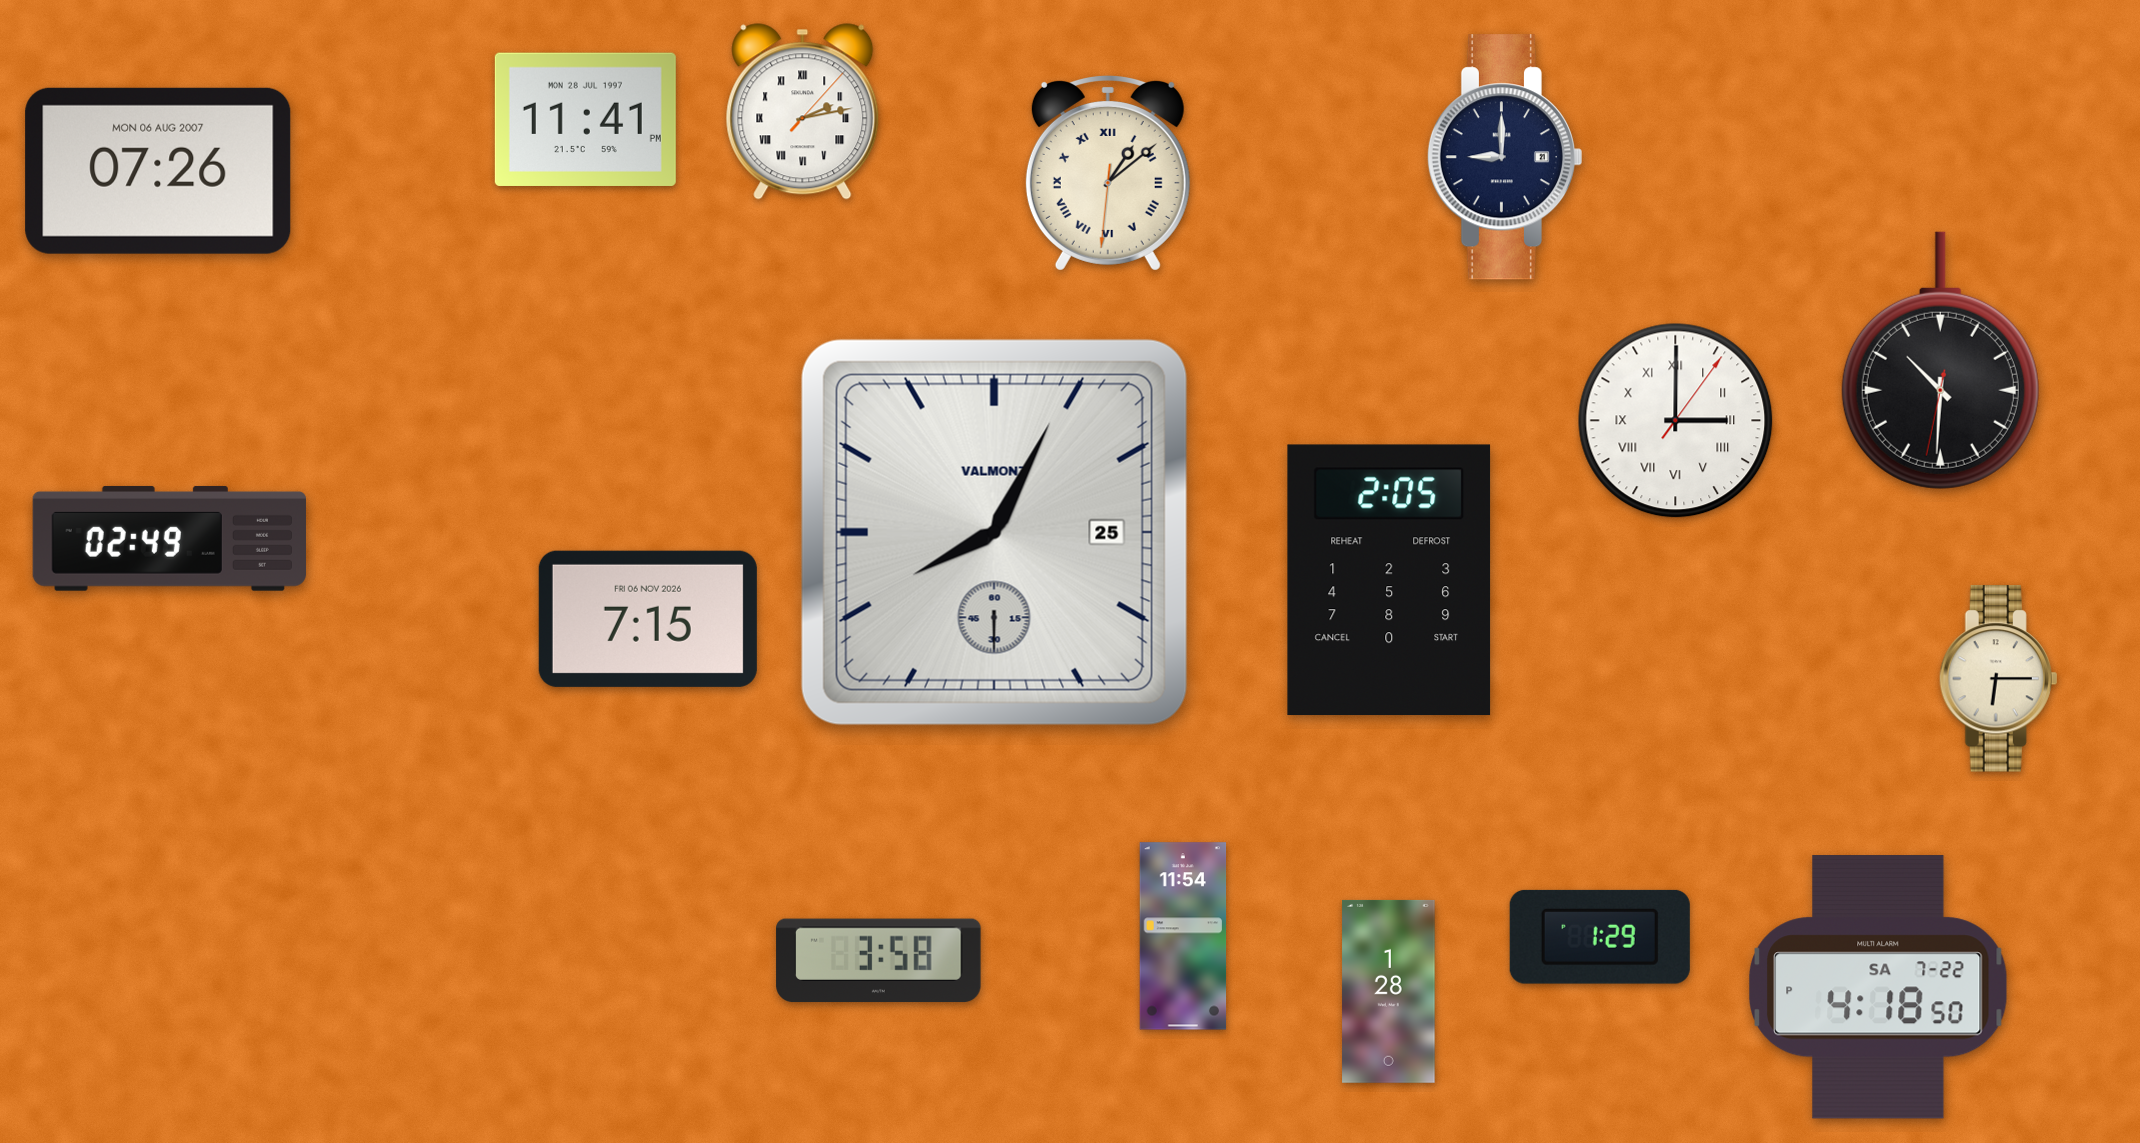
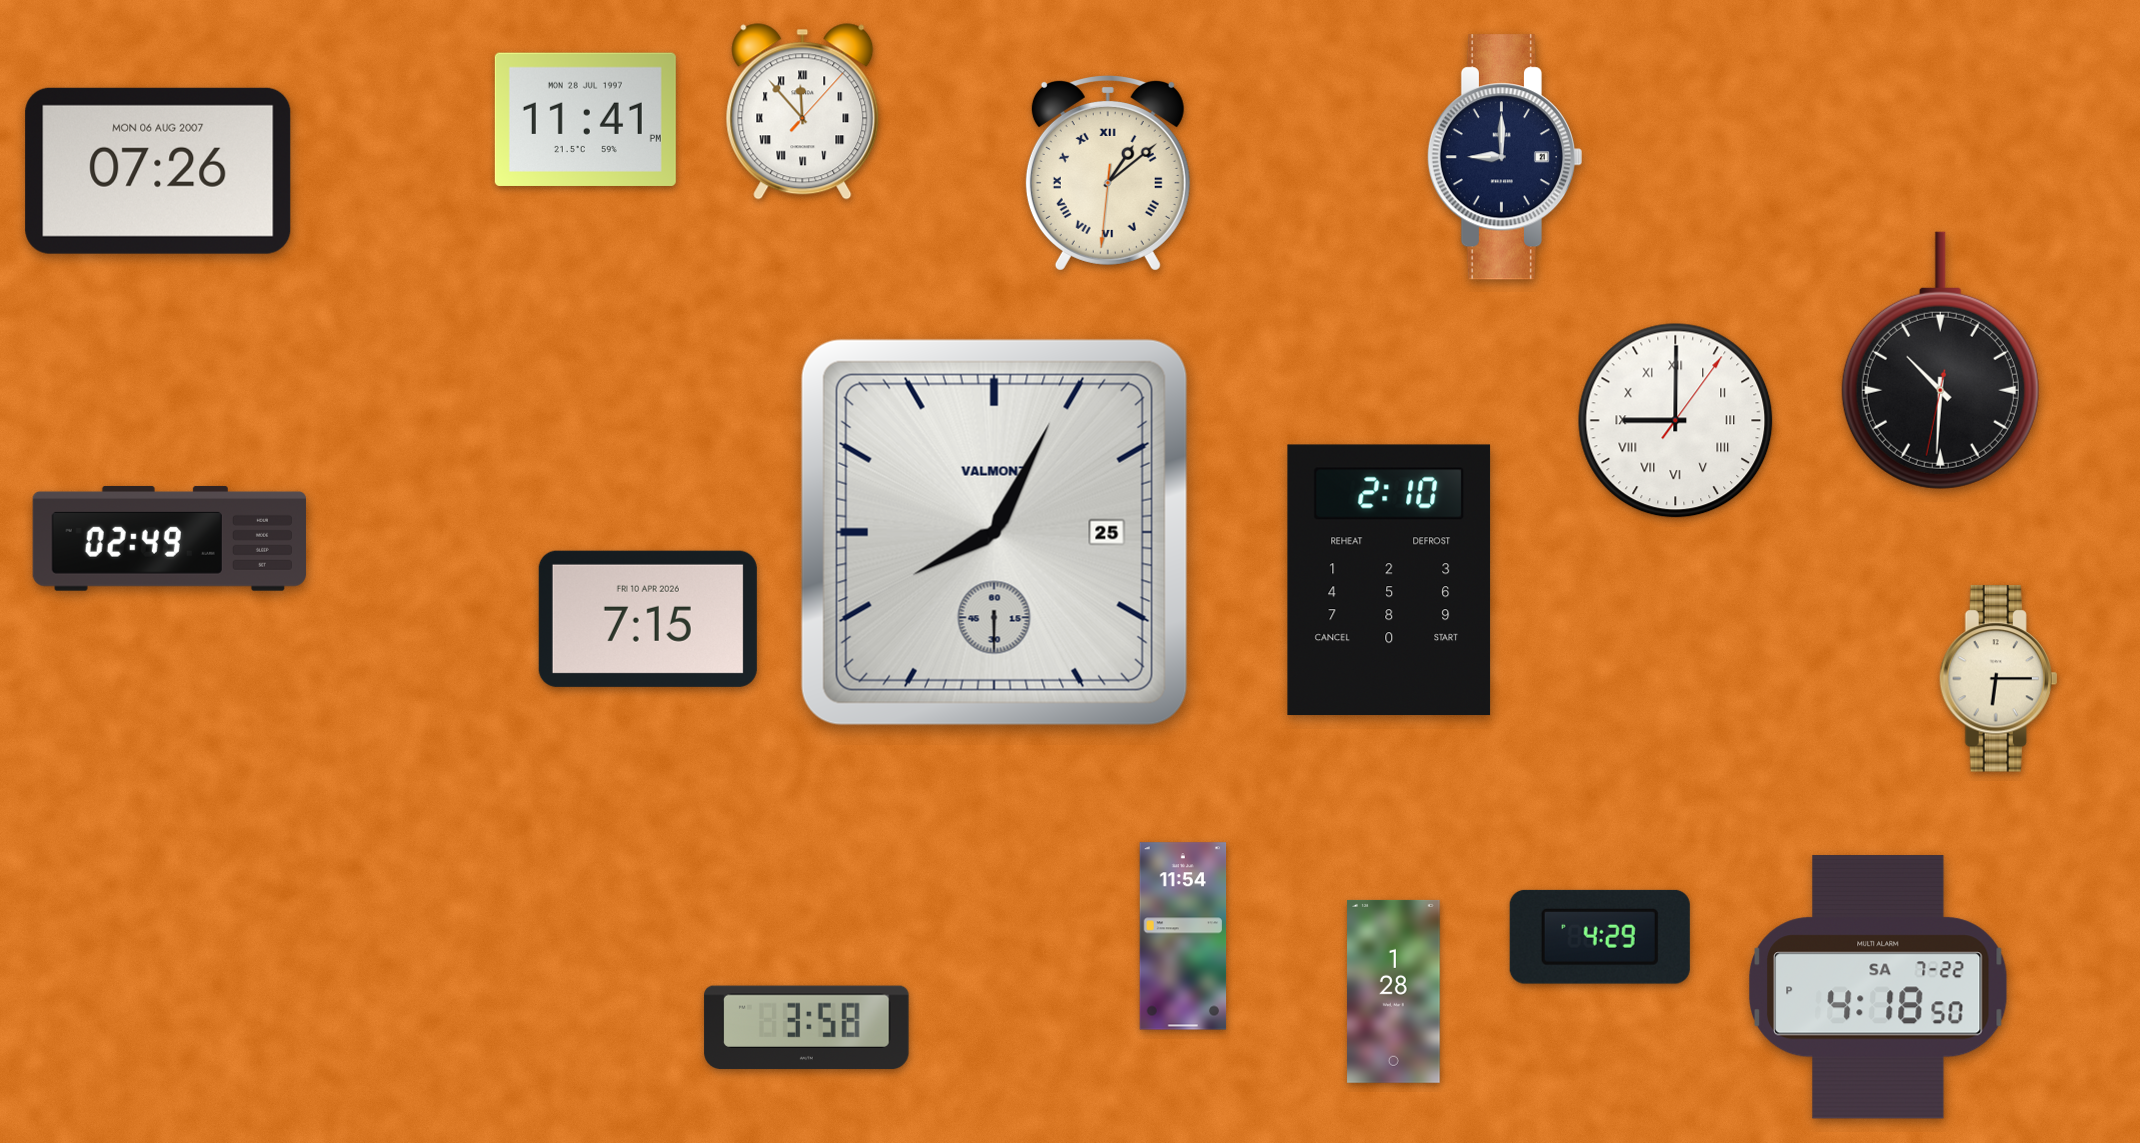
clock at (803, 112): 2:13 -> 11:53
clock at (1676, 421): 3:00 -> 9:00
clock at (1389, 580): 2:05 -> 2:10
clock at (648, 619) date: FRI 06 NOV 2026 -> FRI 10 APR 2026
clock at (1600, 937): 1:29 -> 4:29
clock at (879, 961) position: (879, 961) -> (807, 1028)
clock at (1389, 991) position: (1389, 991) -> (1394, 991)
